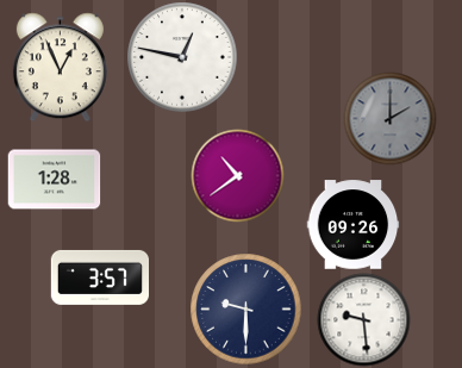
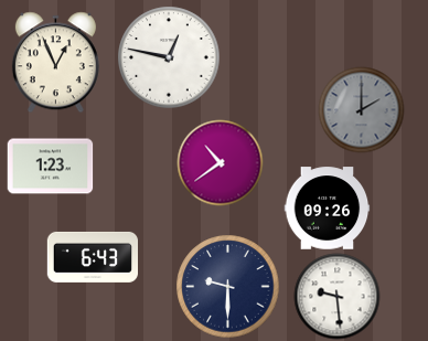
clock at (182, 57) position: (182, 57) -> (169, 57)
clock at (54, 180): 1:28 -> 1:23
clock at (99, 277): 3:57 -> 6:43
